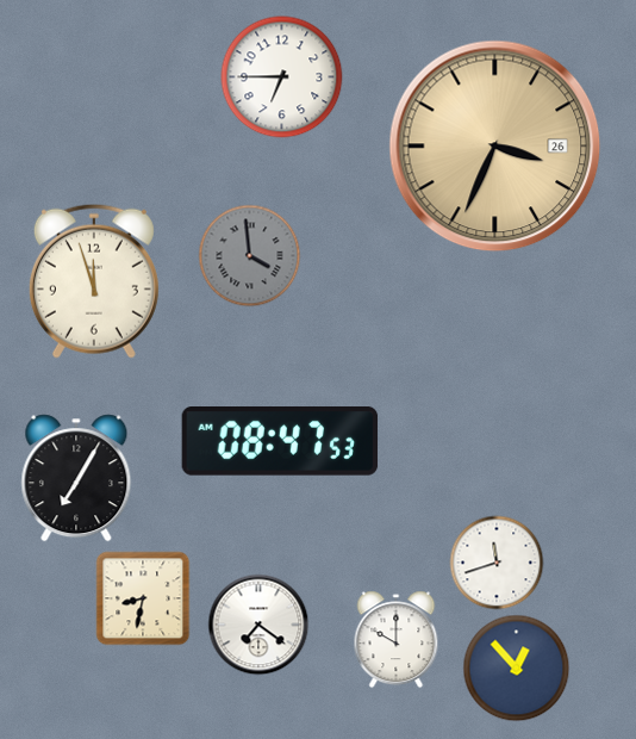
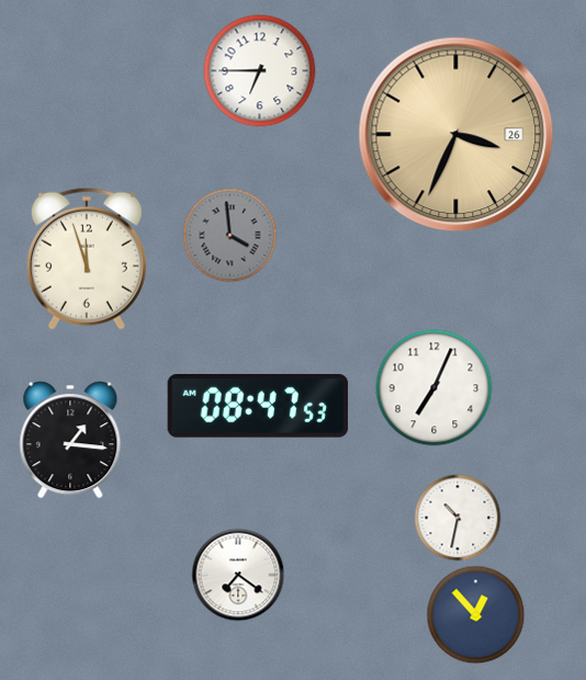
clock at (435, 388): none -> 7:04
clock at (76, 478): 7:05 -> 1:16
clock at (497, 563): 11:42 -> 10:32
clock at (143, 598): 8:32 -> none
clock at (397, 640): 10:00 -> none
